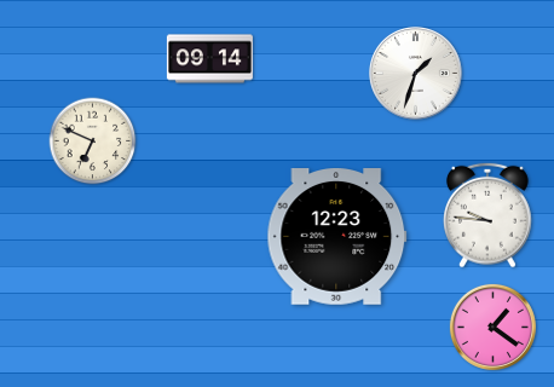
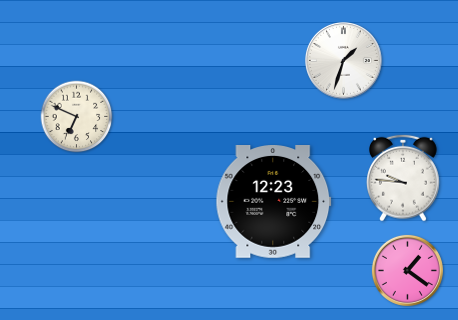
clock at (209, 59): 09:14 -> none
clock at (337, 237) position: (337, 237) -> (274, 202)
